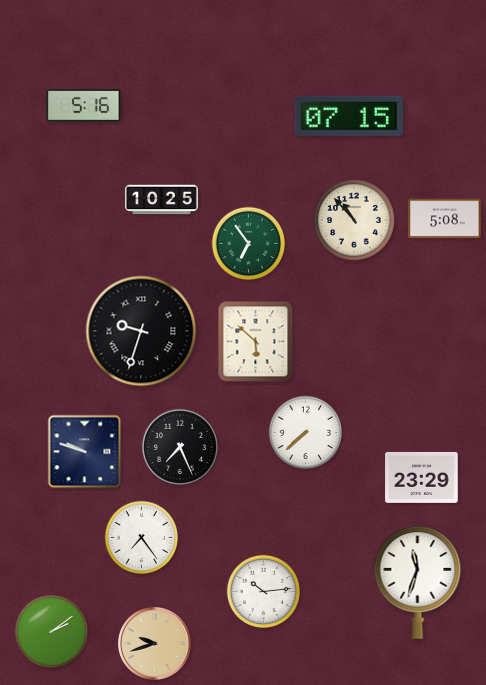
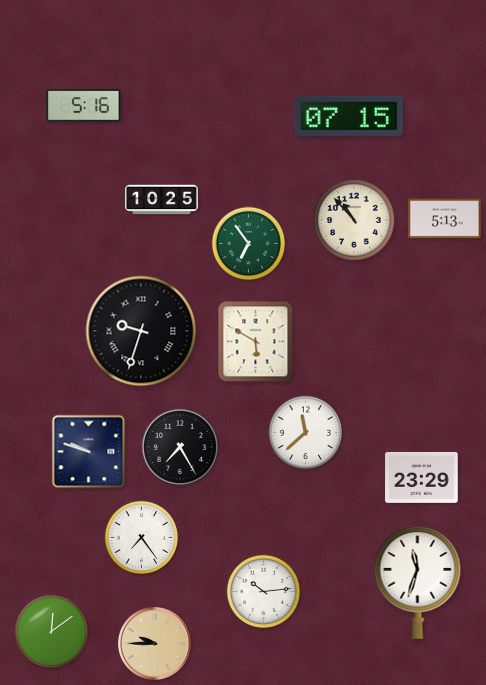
clock at (445, 219): 5:08 -> 5:13
clock at (256, 342): 5:52 -> 5:50
clock at (306, 433): 7:38 -> 11:38
clock at (180, 447): 7:26 -> 7:25
clock at (85, 452) position: (85, 452) -> (89, 452)
clock at (52, 632): 2:09 -> 12:09
clock at (155, 644): 9:42 -> 9:45
